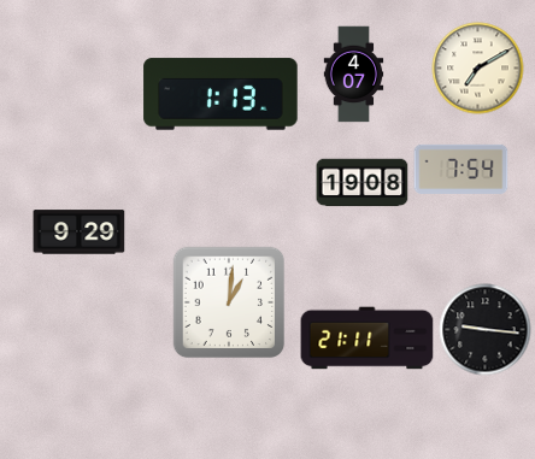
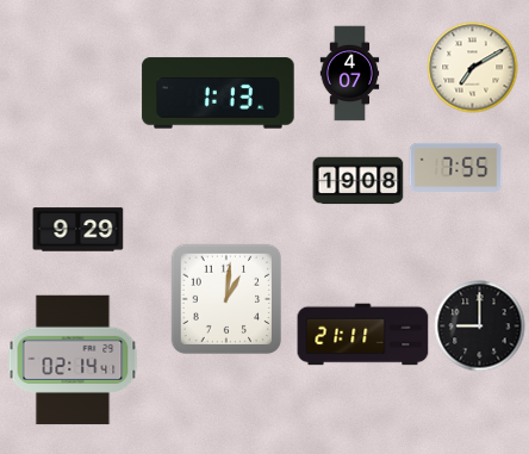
clock at (461, 169): 7:54 -> 7:55
clock at (486, 330): 9:16 -> 9:00
clock at (73, 360): none -> 02:14
